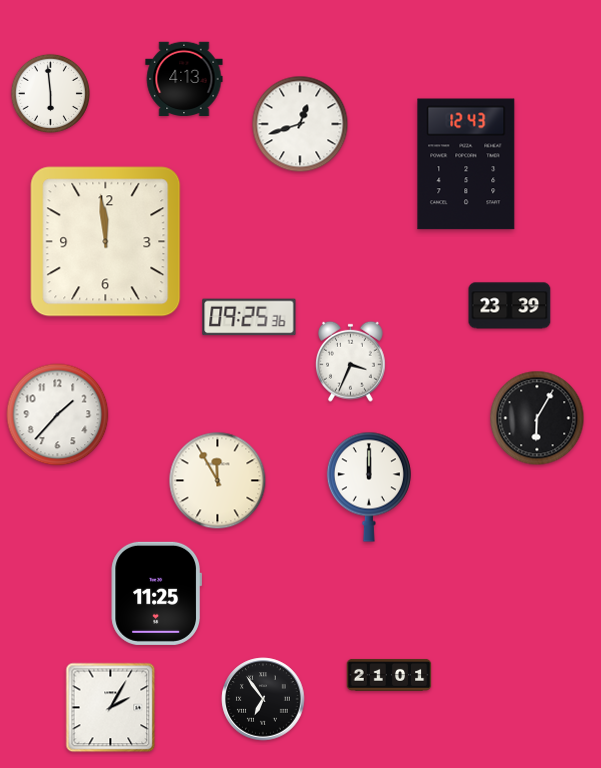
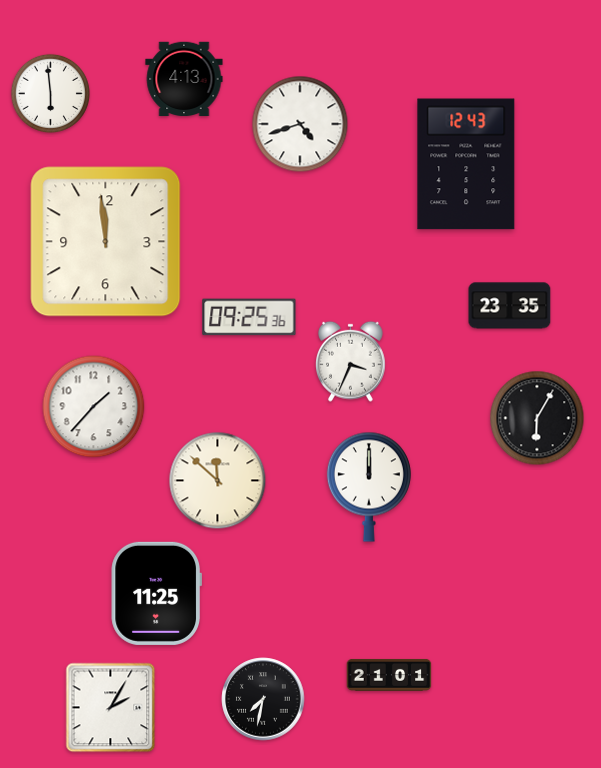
clock at (300, 124): 12:42 -> 4:42
clock at (510, 306): 23:39 -> 23:35
clock at (58, 415) position: (58, 415) -> (94, 407)
clock at (218, 481): 11:55 -> 11:52
clock at (263, 699): 6:54 -> 7:32
